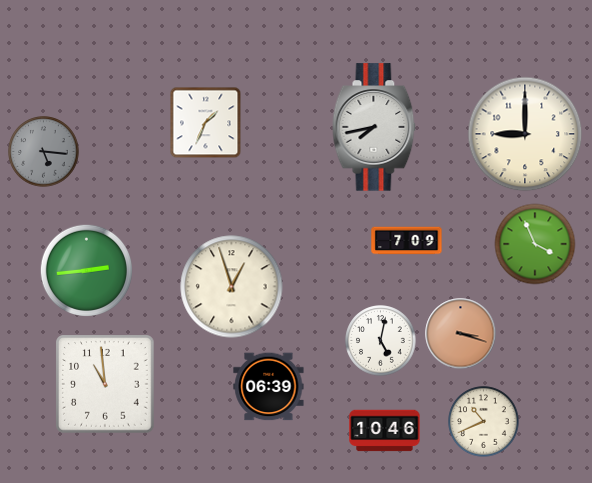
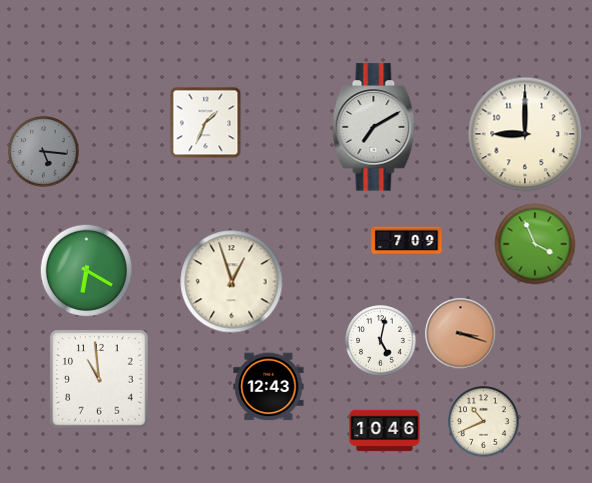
clock at (374, 127): 7:43 -> 7:10
clock at (86, 270): 2:44 -> 6:20
clock at (232, 287) position: (232, 287) -> (232, 282)
clock at (105, 384) position: (105, 384) -> (99, 379)
clock at (269, 387): 06:39 -> 12:43
